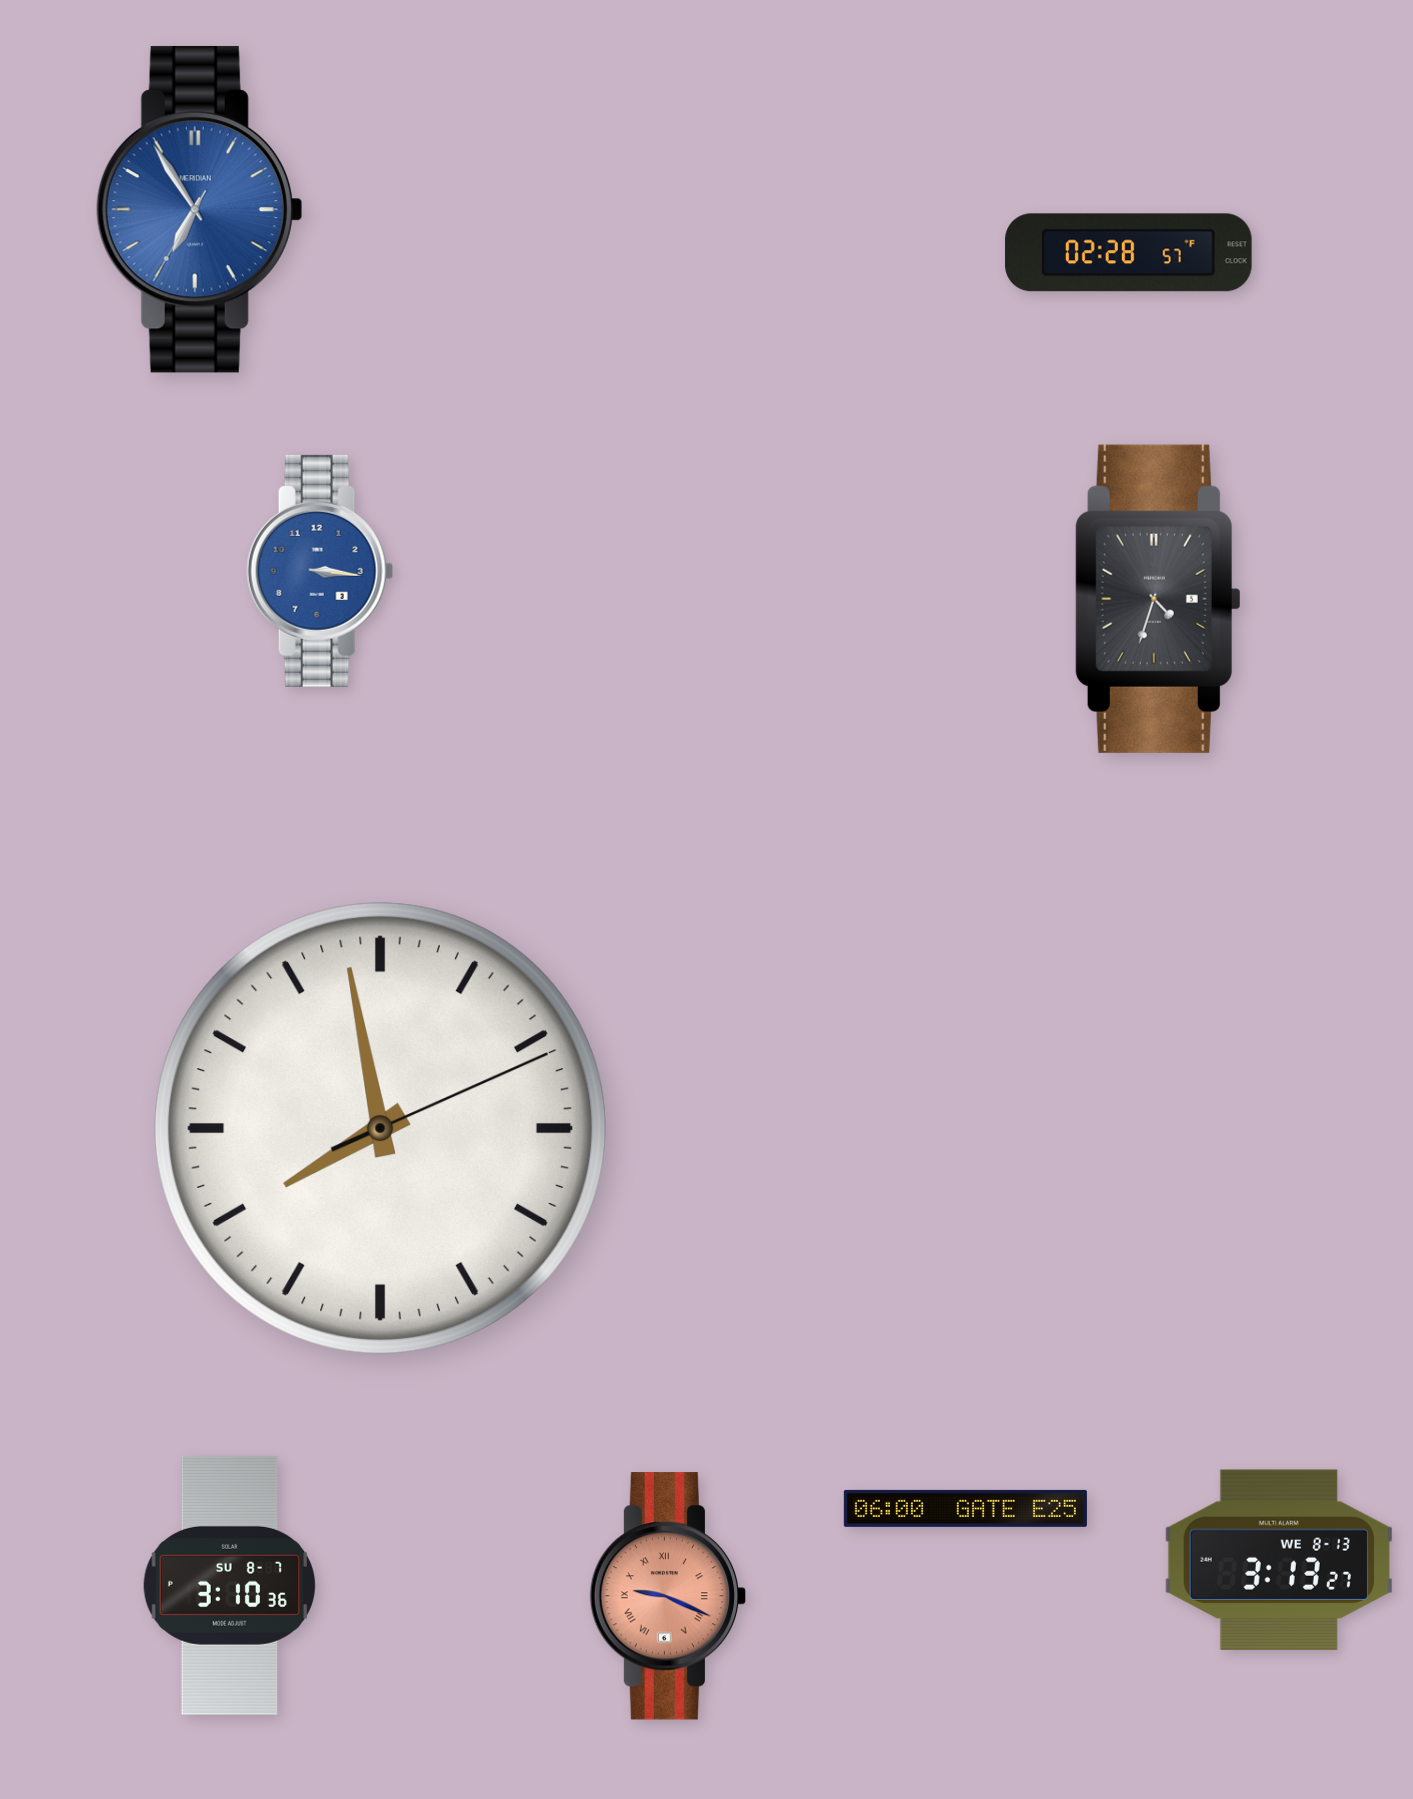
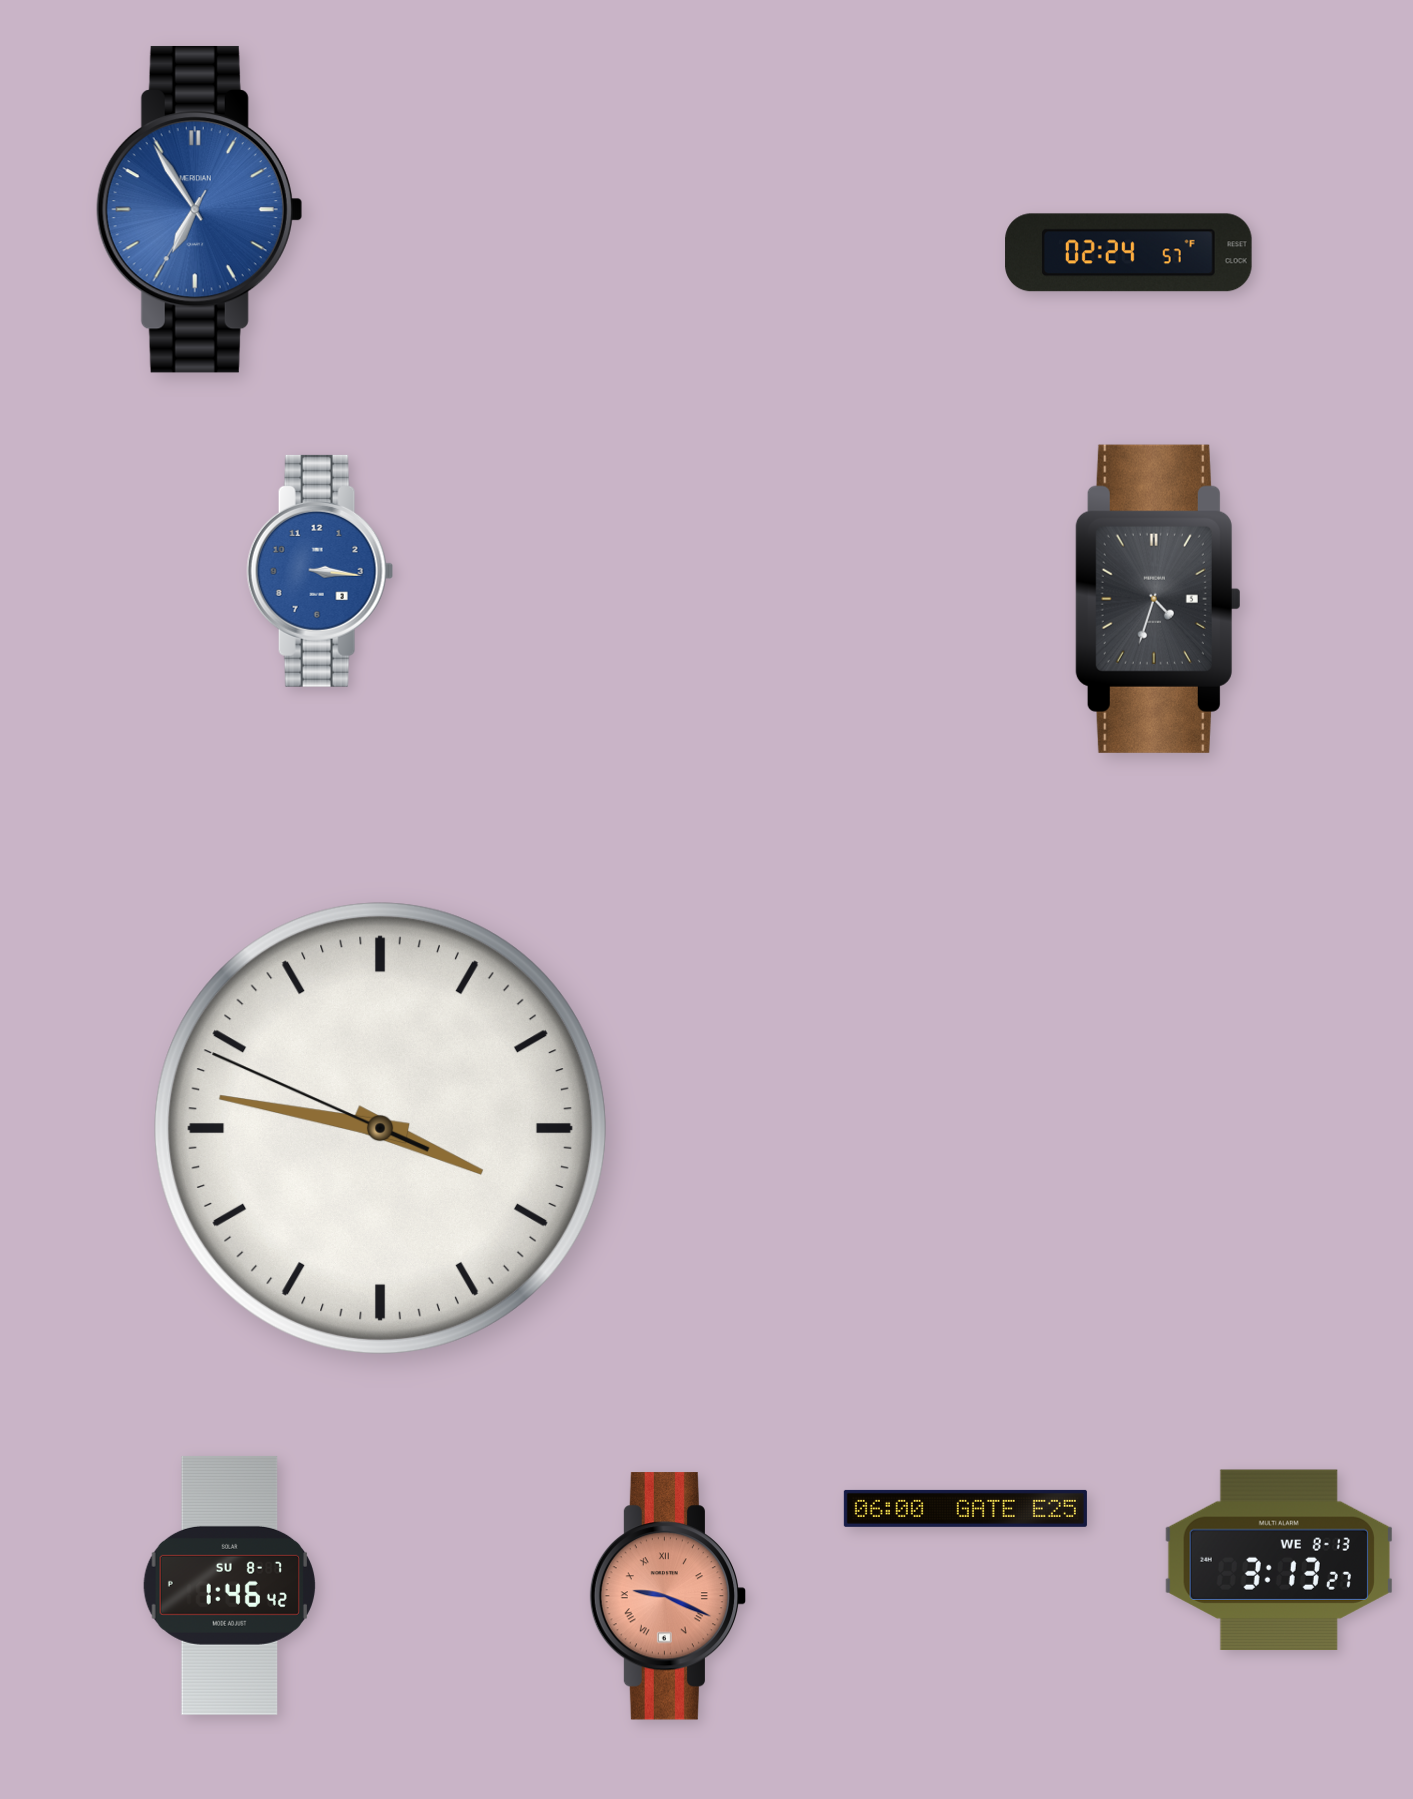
clock at (1129, 253): 02:28 -> 02:24
clock at (380, 1128): 7:58 -> 3:46
clock at (229, 1585): 3:10 -> 1:46
